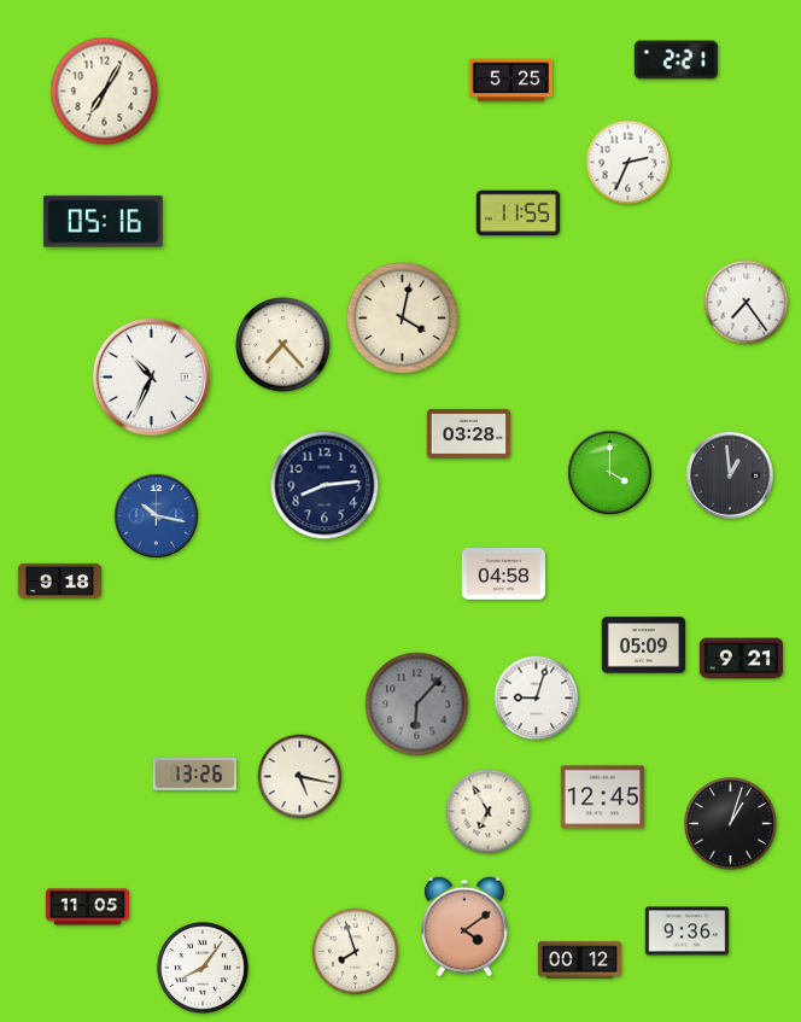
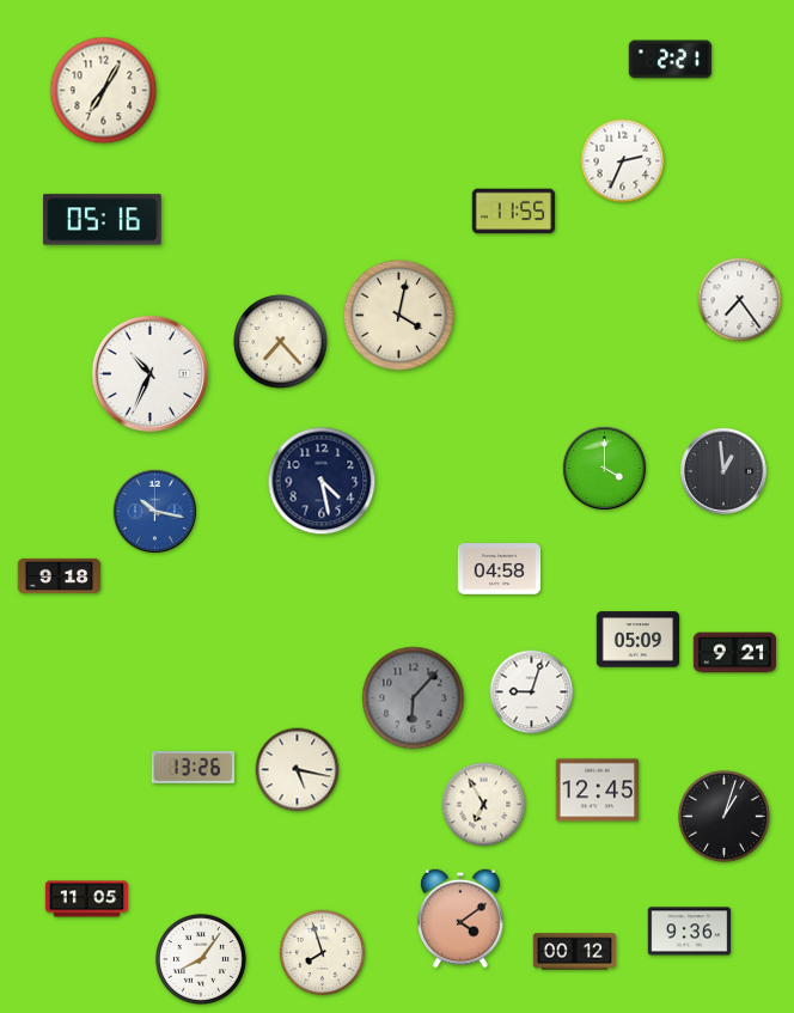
clock at (511, 81): 5:25 -> none
clock at (469, 434): 03:28 -> none
clock at (325, 485): 8:14 -> 4:28
clock at (688, 932) position: (688, 932) -> (690, 932)
clock at (356, 952) position: (356, 952) -> (323, 953)
